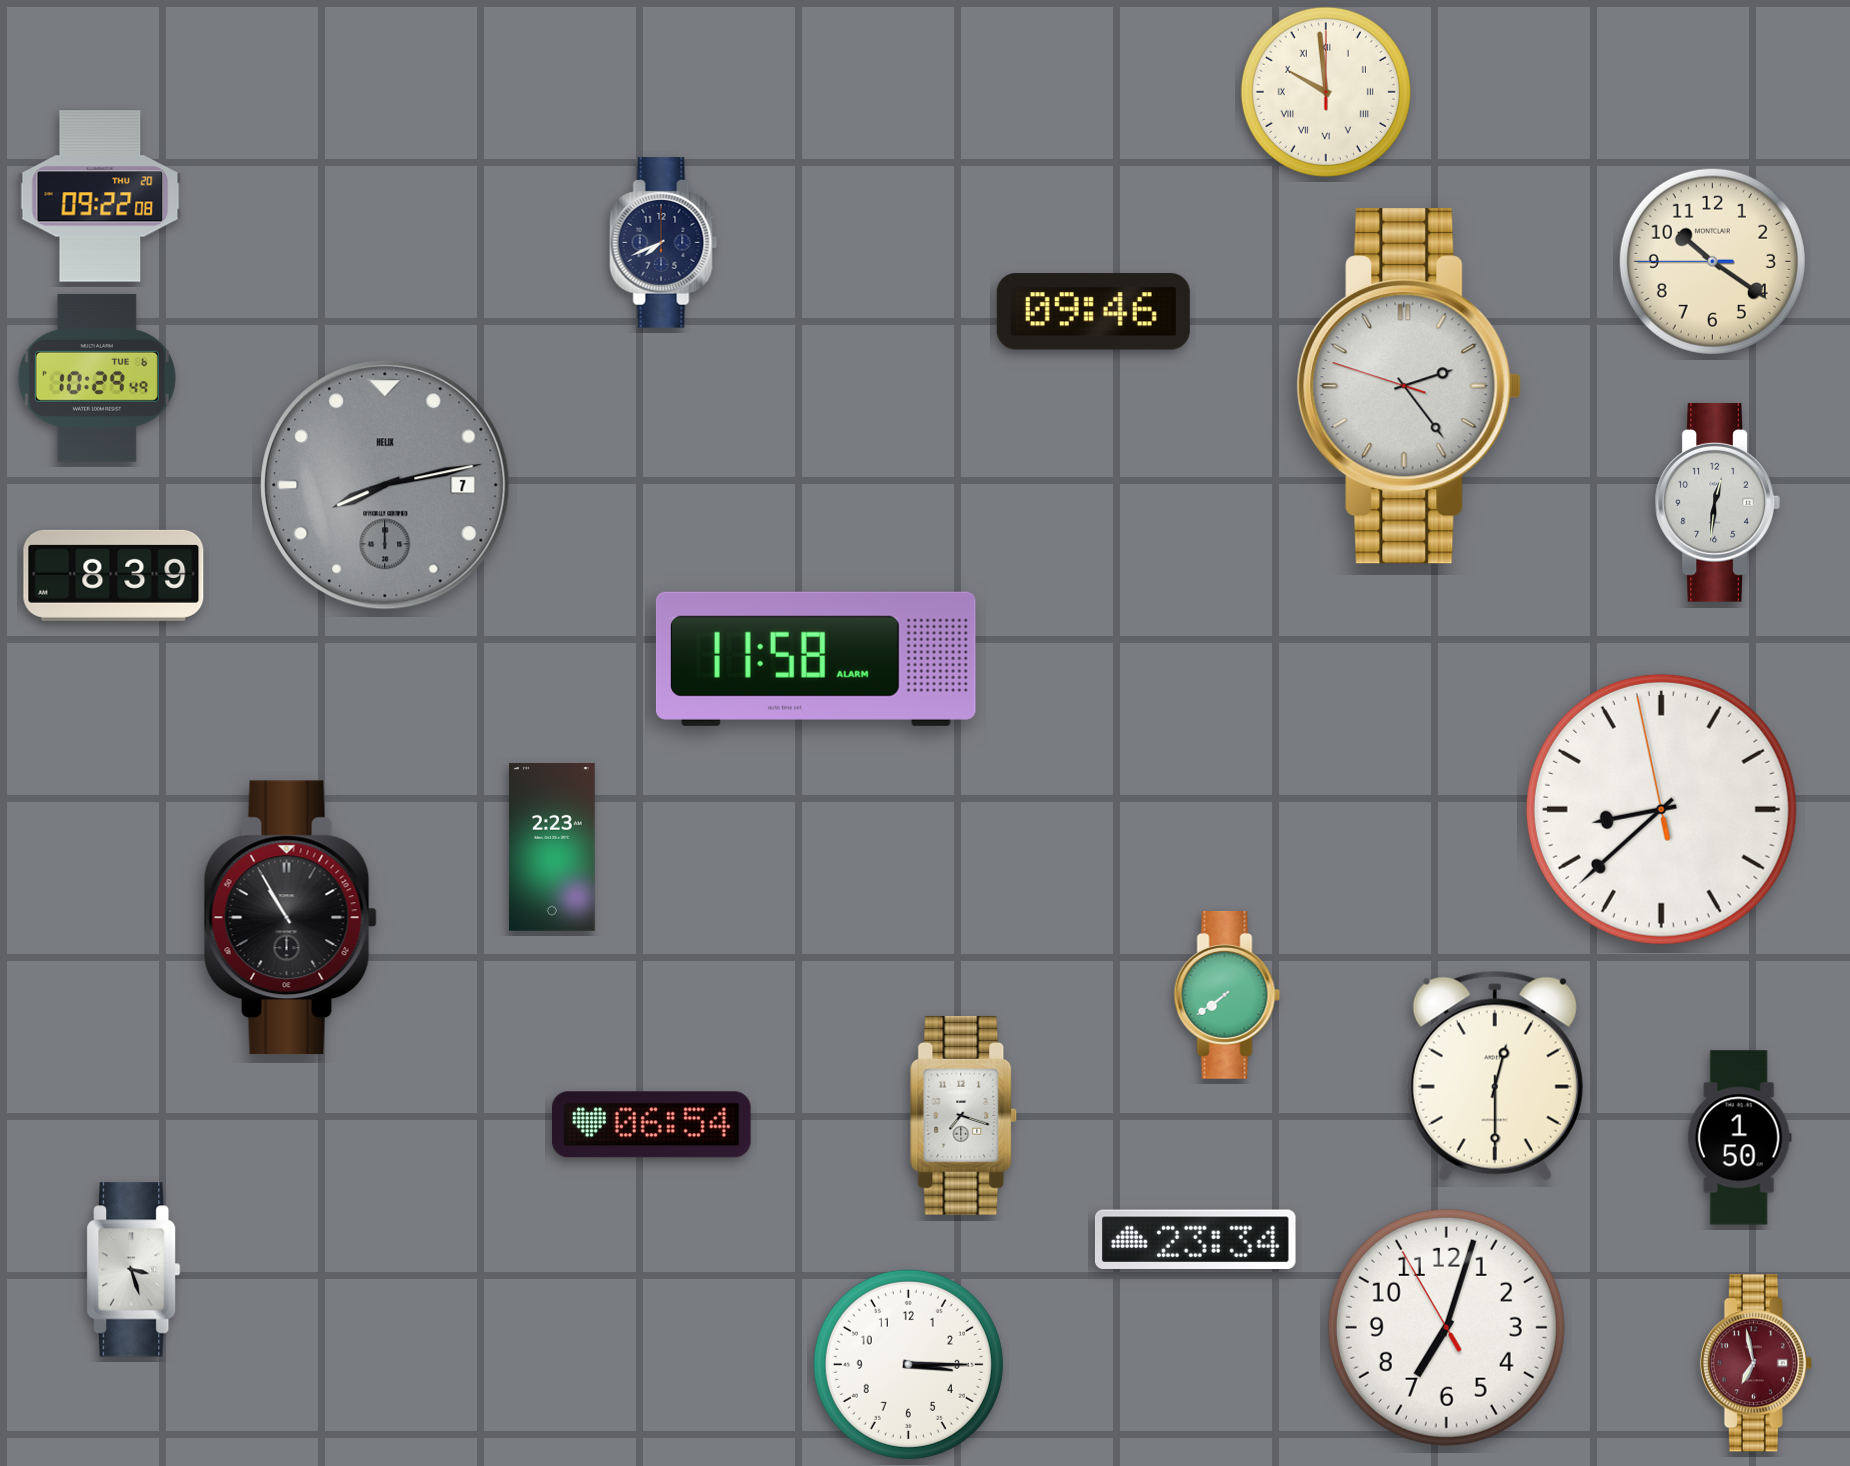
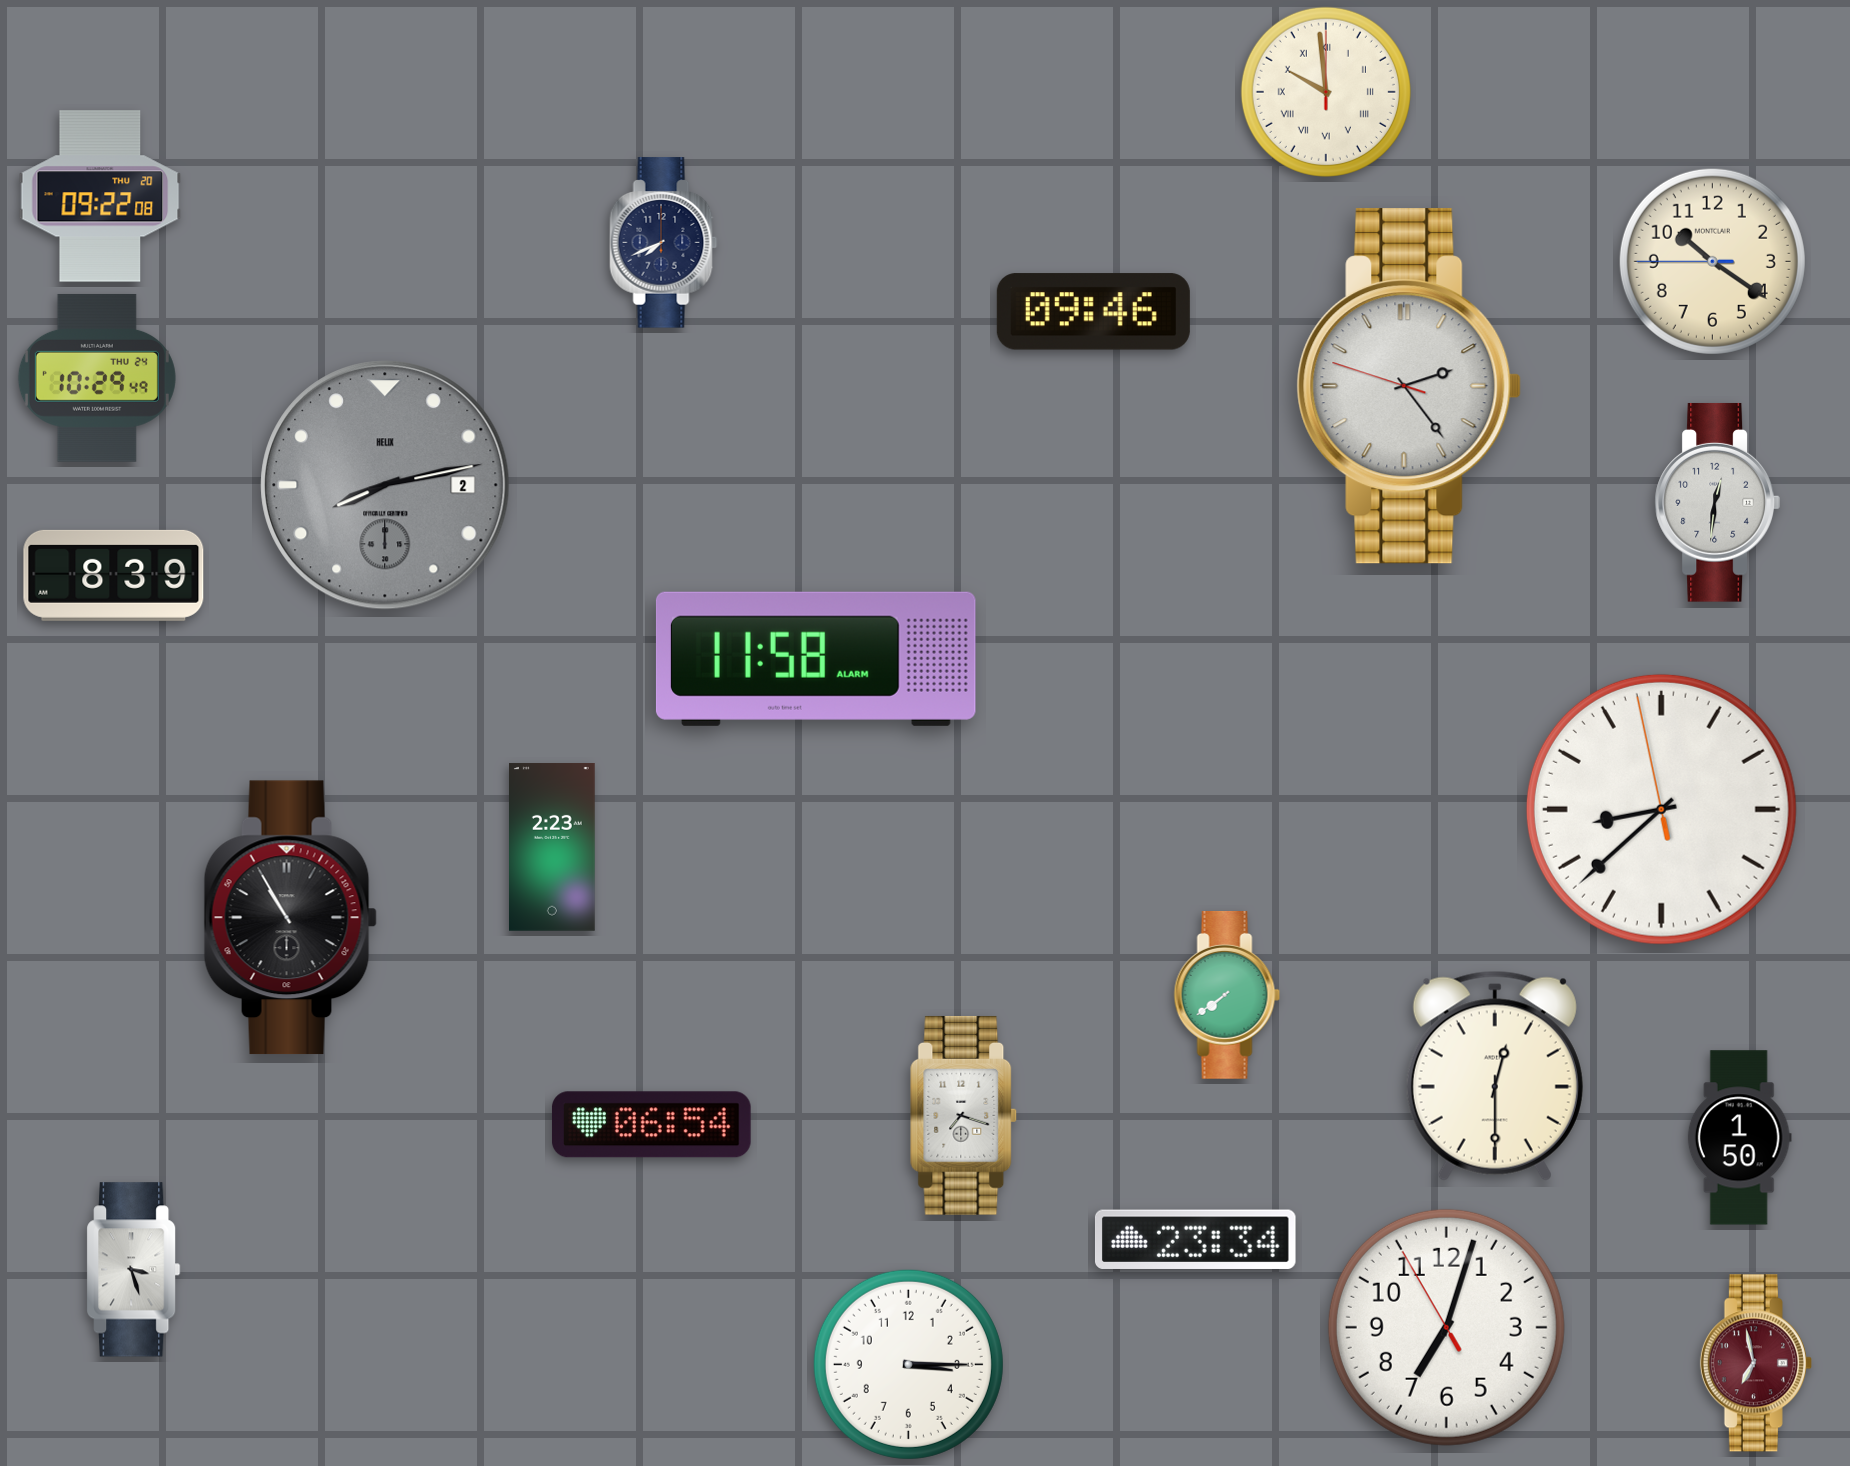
clock at (97, 378) date: TUE 6 -> THU 24
clock at (385, 485) date: 7 -> 2
